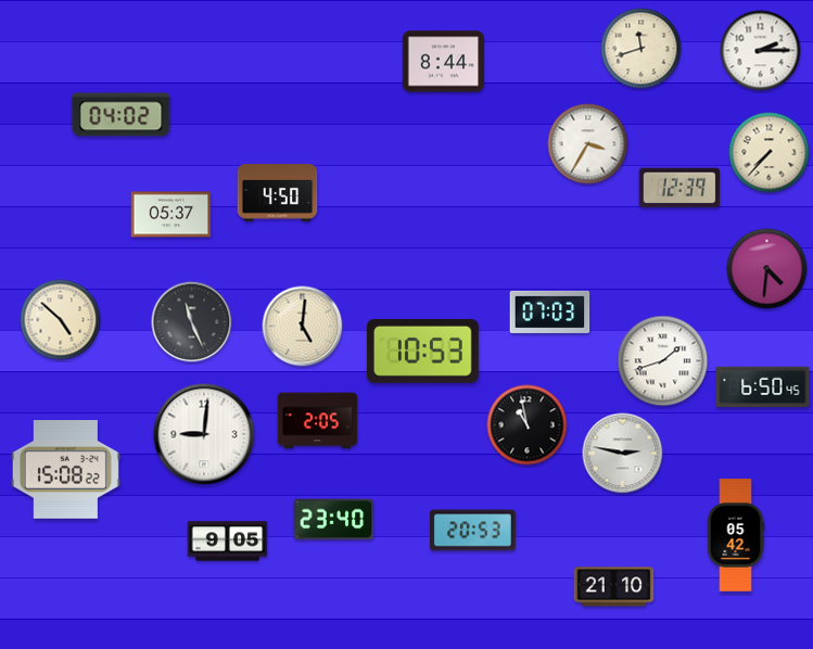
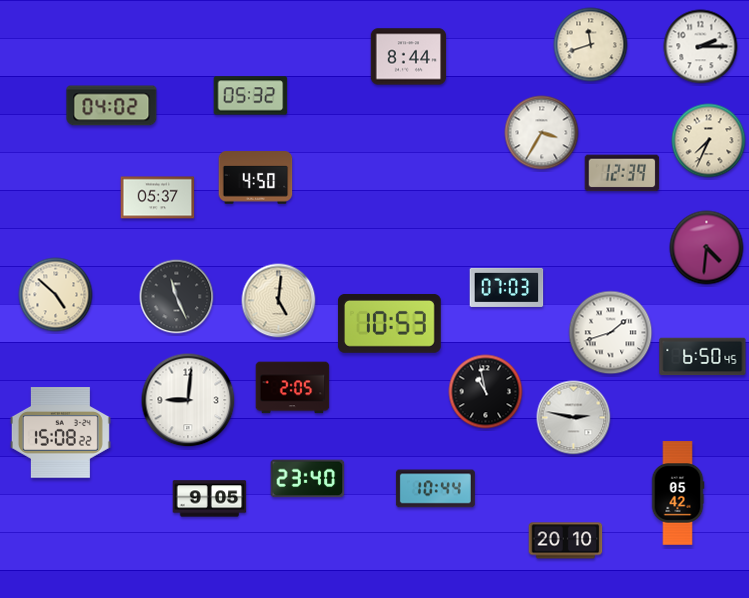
clock at (251, 96): none -> 05:32
clock at (770, 153): 7:37 -> 7:34
clock at (679, 188) position: (679, 188) -> (622, 173)
clock at (472, 531): 20:53 -> 10:44
clock at (614, 587): 21:10 -> 20:10
